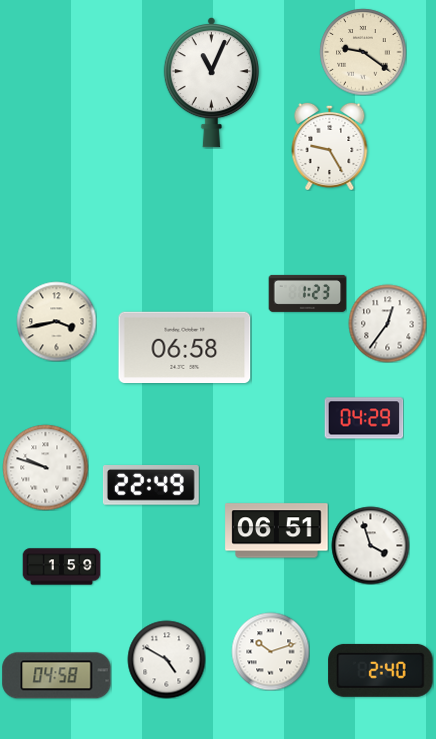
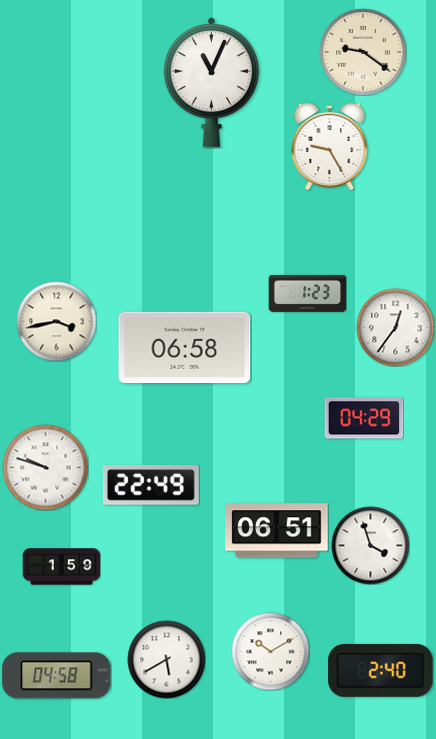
clock at (387, 323) position: (387, 323) -> (395, 327)
clock at (270, 651): 10:12 -> 10:10
clock at (166, 659): 4:50 -> 5:40
